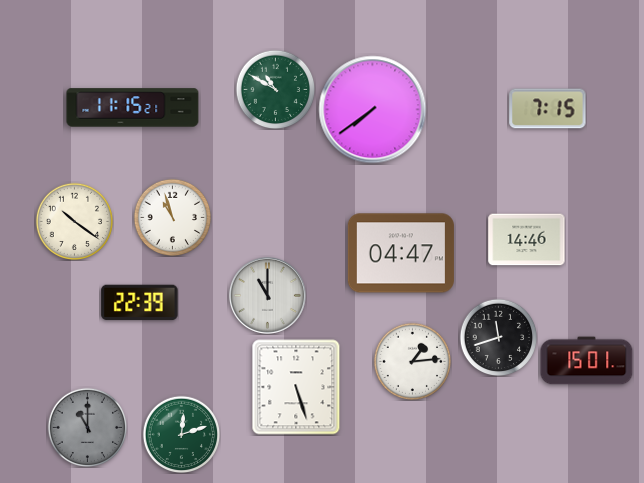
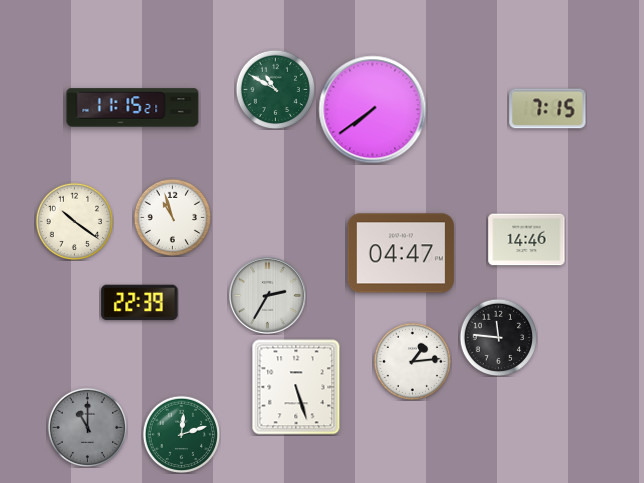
clock at (267, 295): 11:00 -> 2:35
clock at (498, 337): 11:42 -> 11:46
clock at (587, 361): 15:01 -> none
